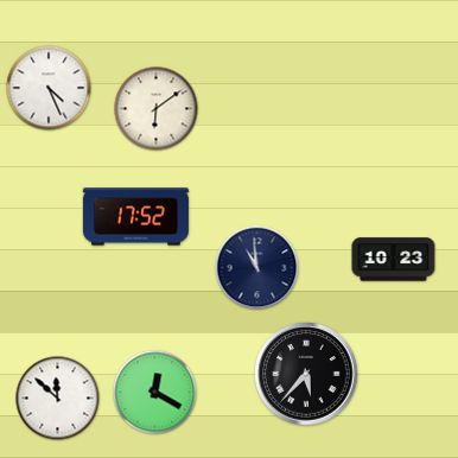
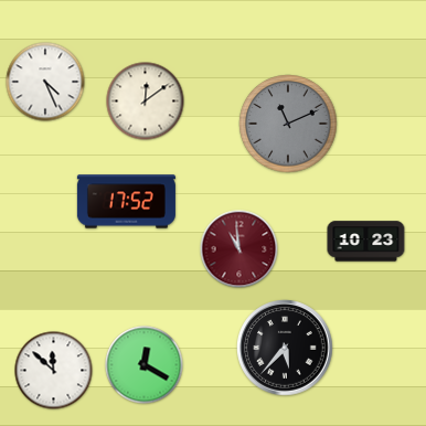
clock at (157, 109): 6:09 -> 12:09
clock at (288, 124): none -> 11:11
clock at (257, 268) dial: navy -> burgundy
